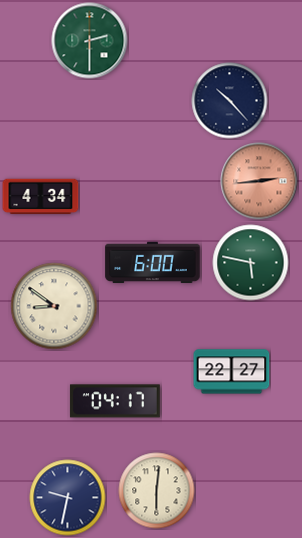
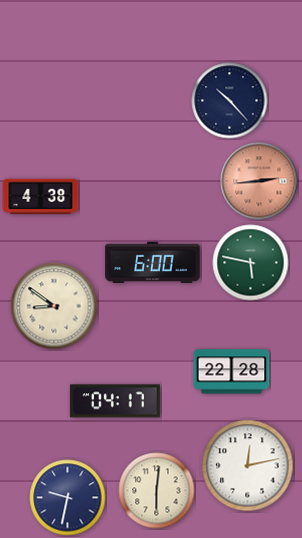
clock at (90, 41): 2:30 -> none
clock at (41, 197): 4:34 -> 4:38
clock at (232, 372): 22:27 -> 22:28
clock at (248, 466): none -> 12:13
